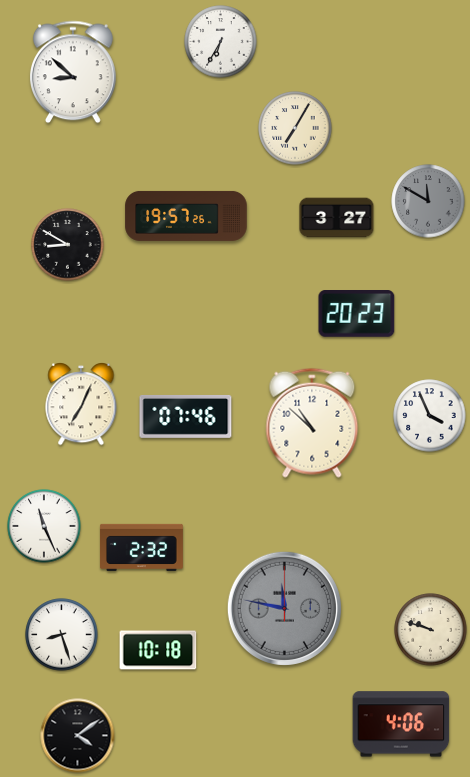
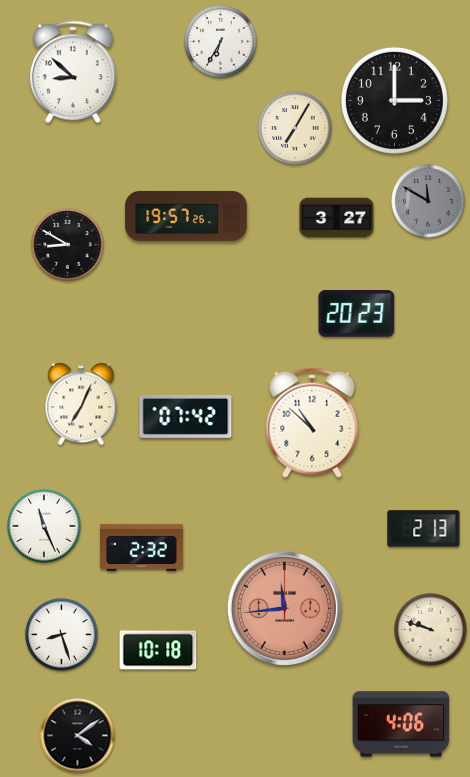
clock at (394, 100): none -> 3:00
clock at (186, 416): 07:46 -> 07:42
clock at (430, 416): 3:56 -> none
clock at (424, 529): none -> 2:13
clock at (284, 608): 11:47 -> 11:44
clock at (284, 608) dial: grey -> salmon
